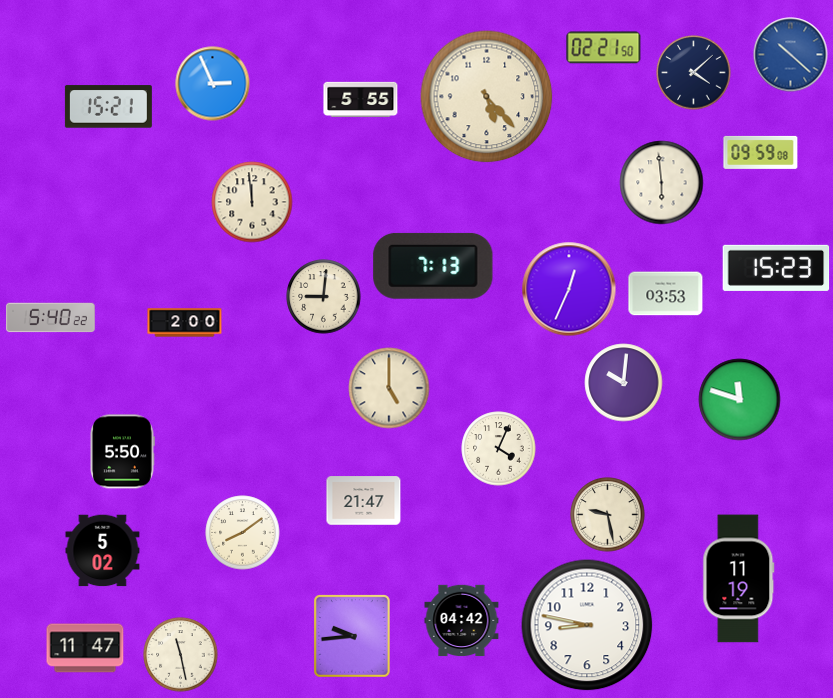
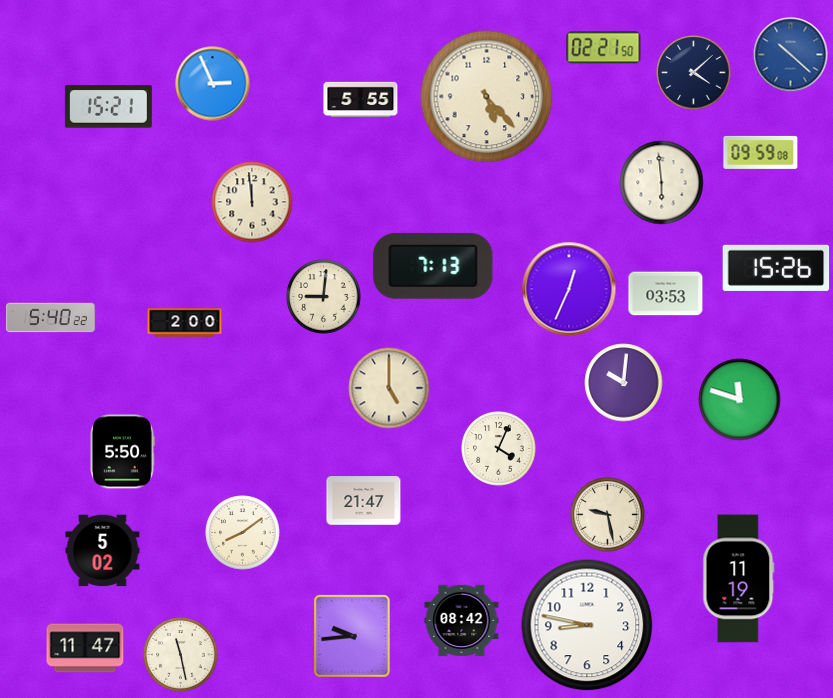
clock at (776, 268): 15:23 -> 15:26
clock at (462, 621): 04:42 -> 08:42
